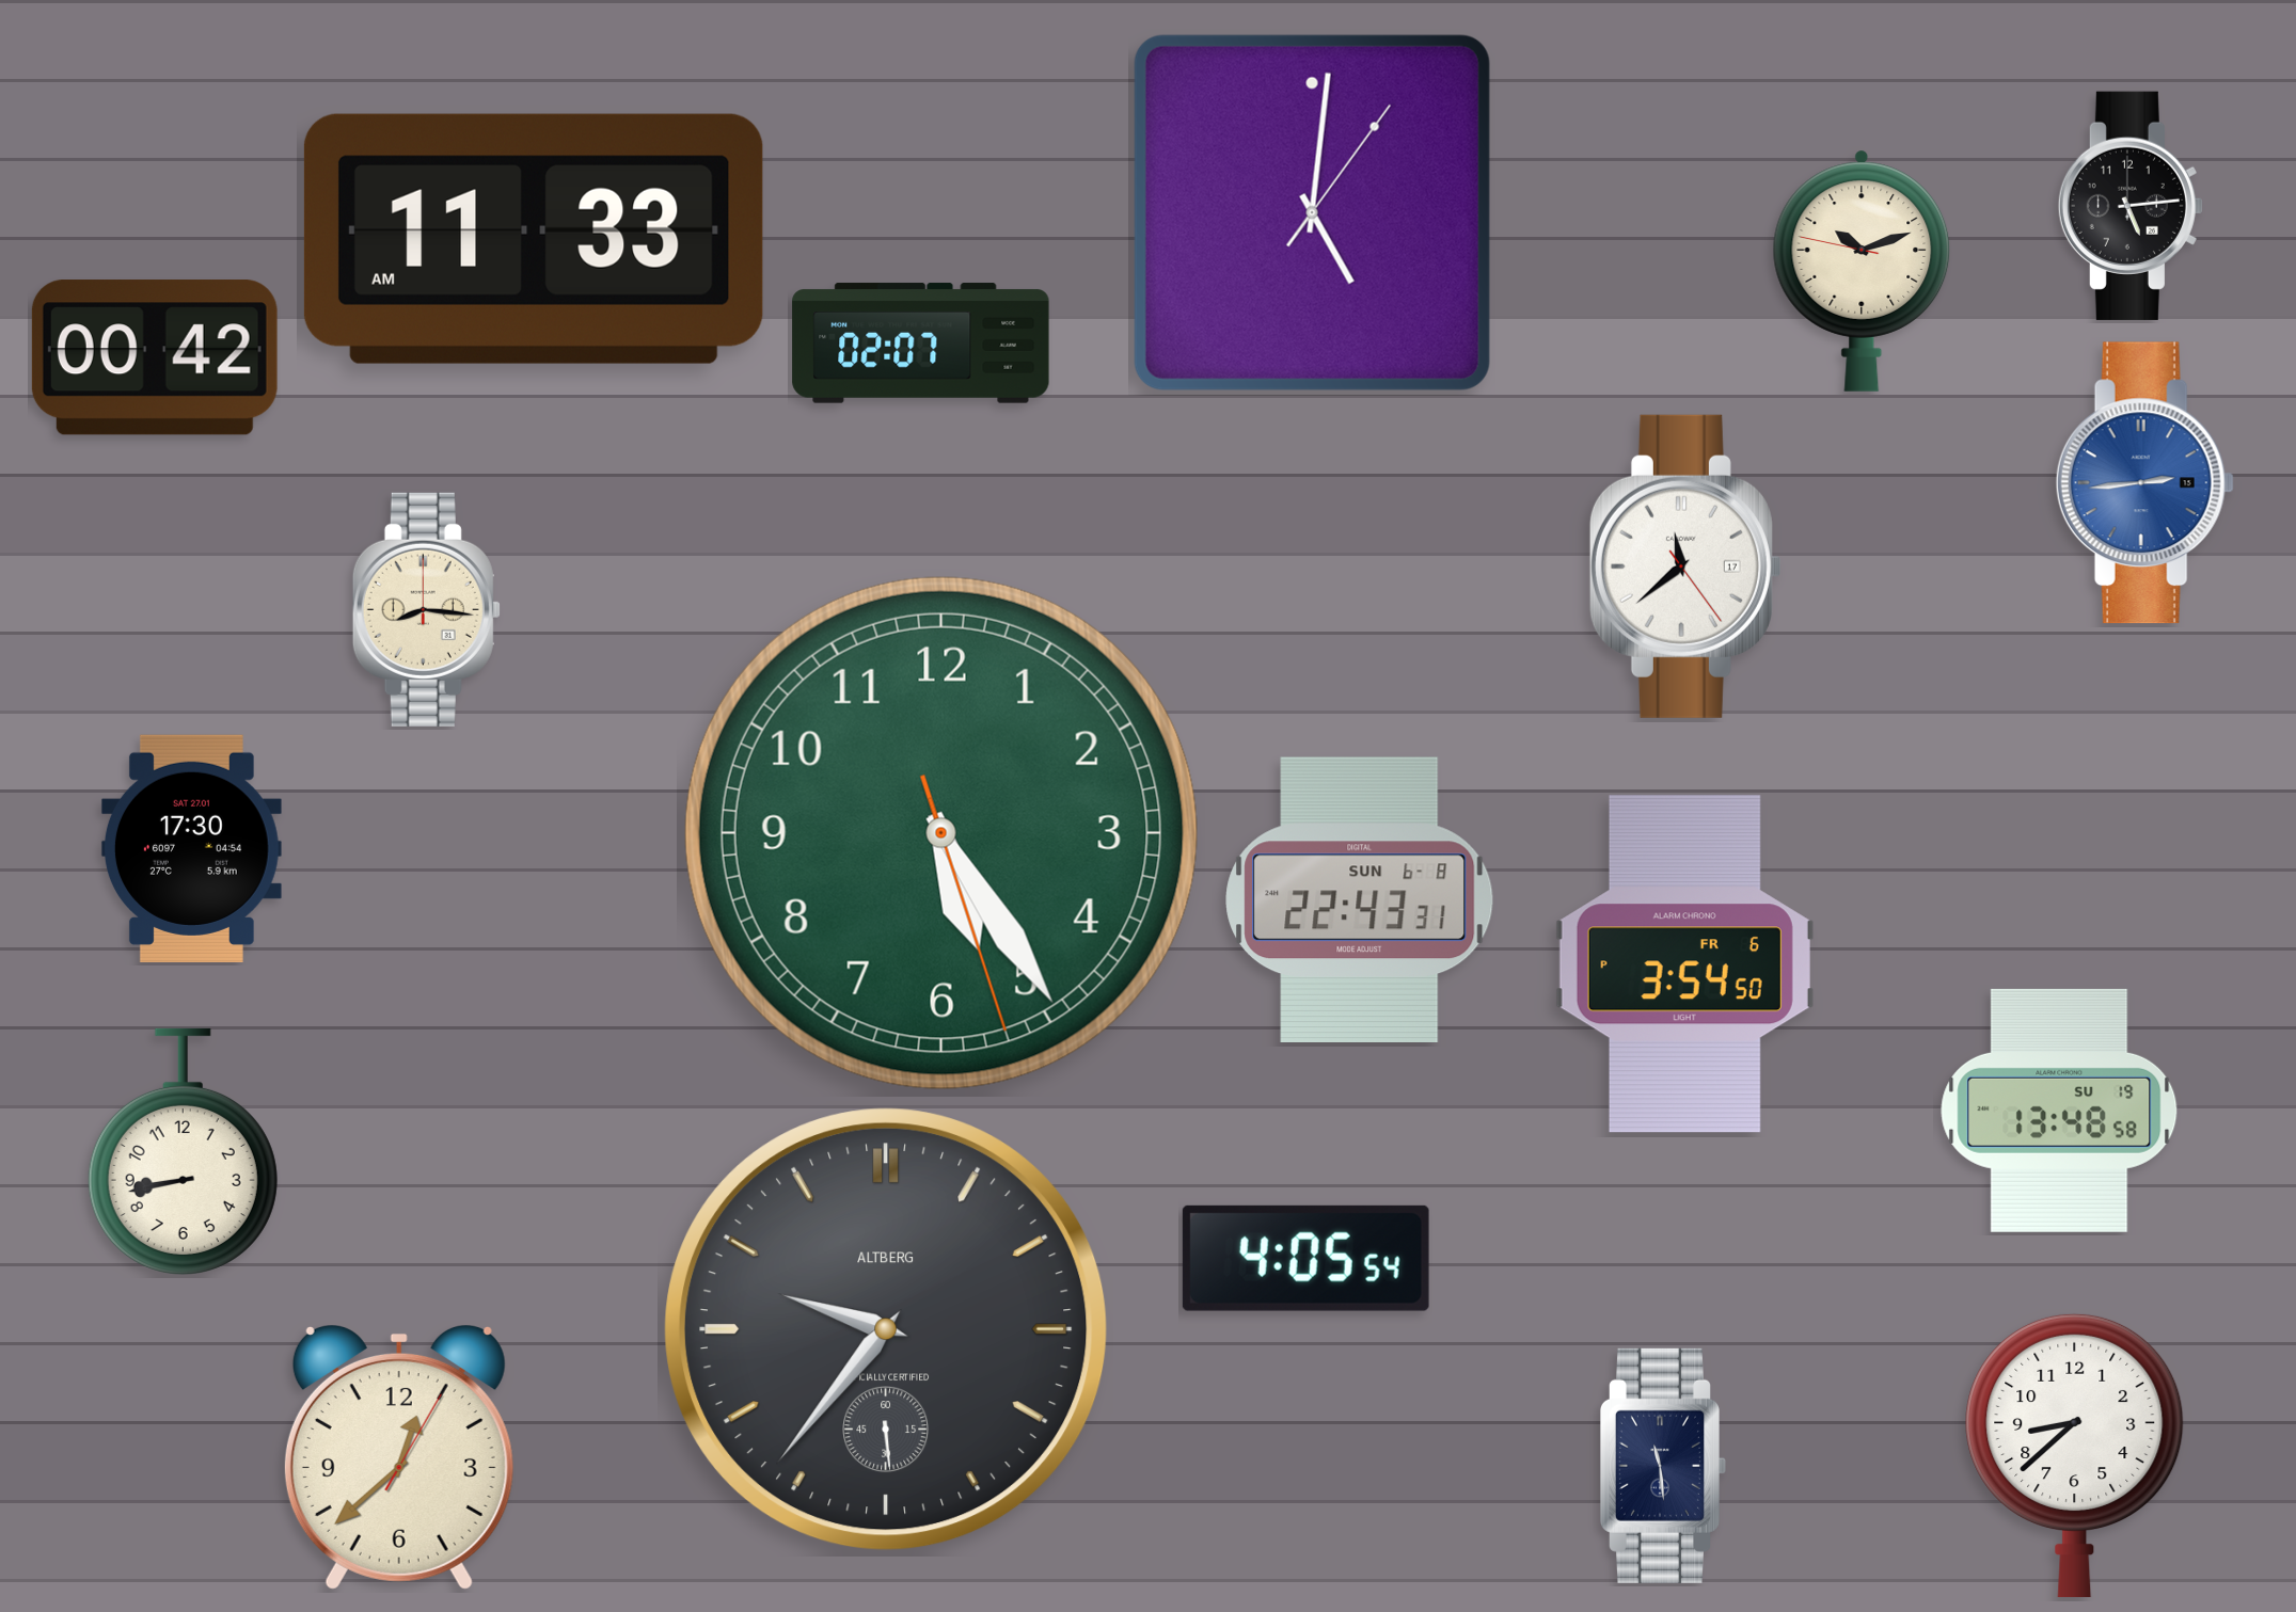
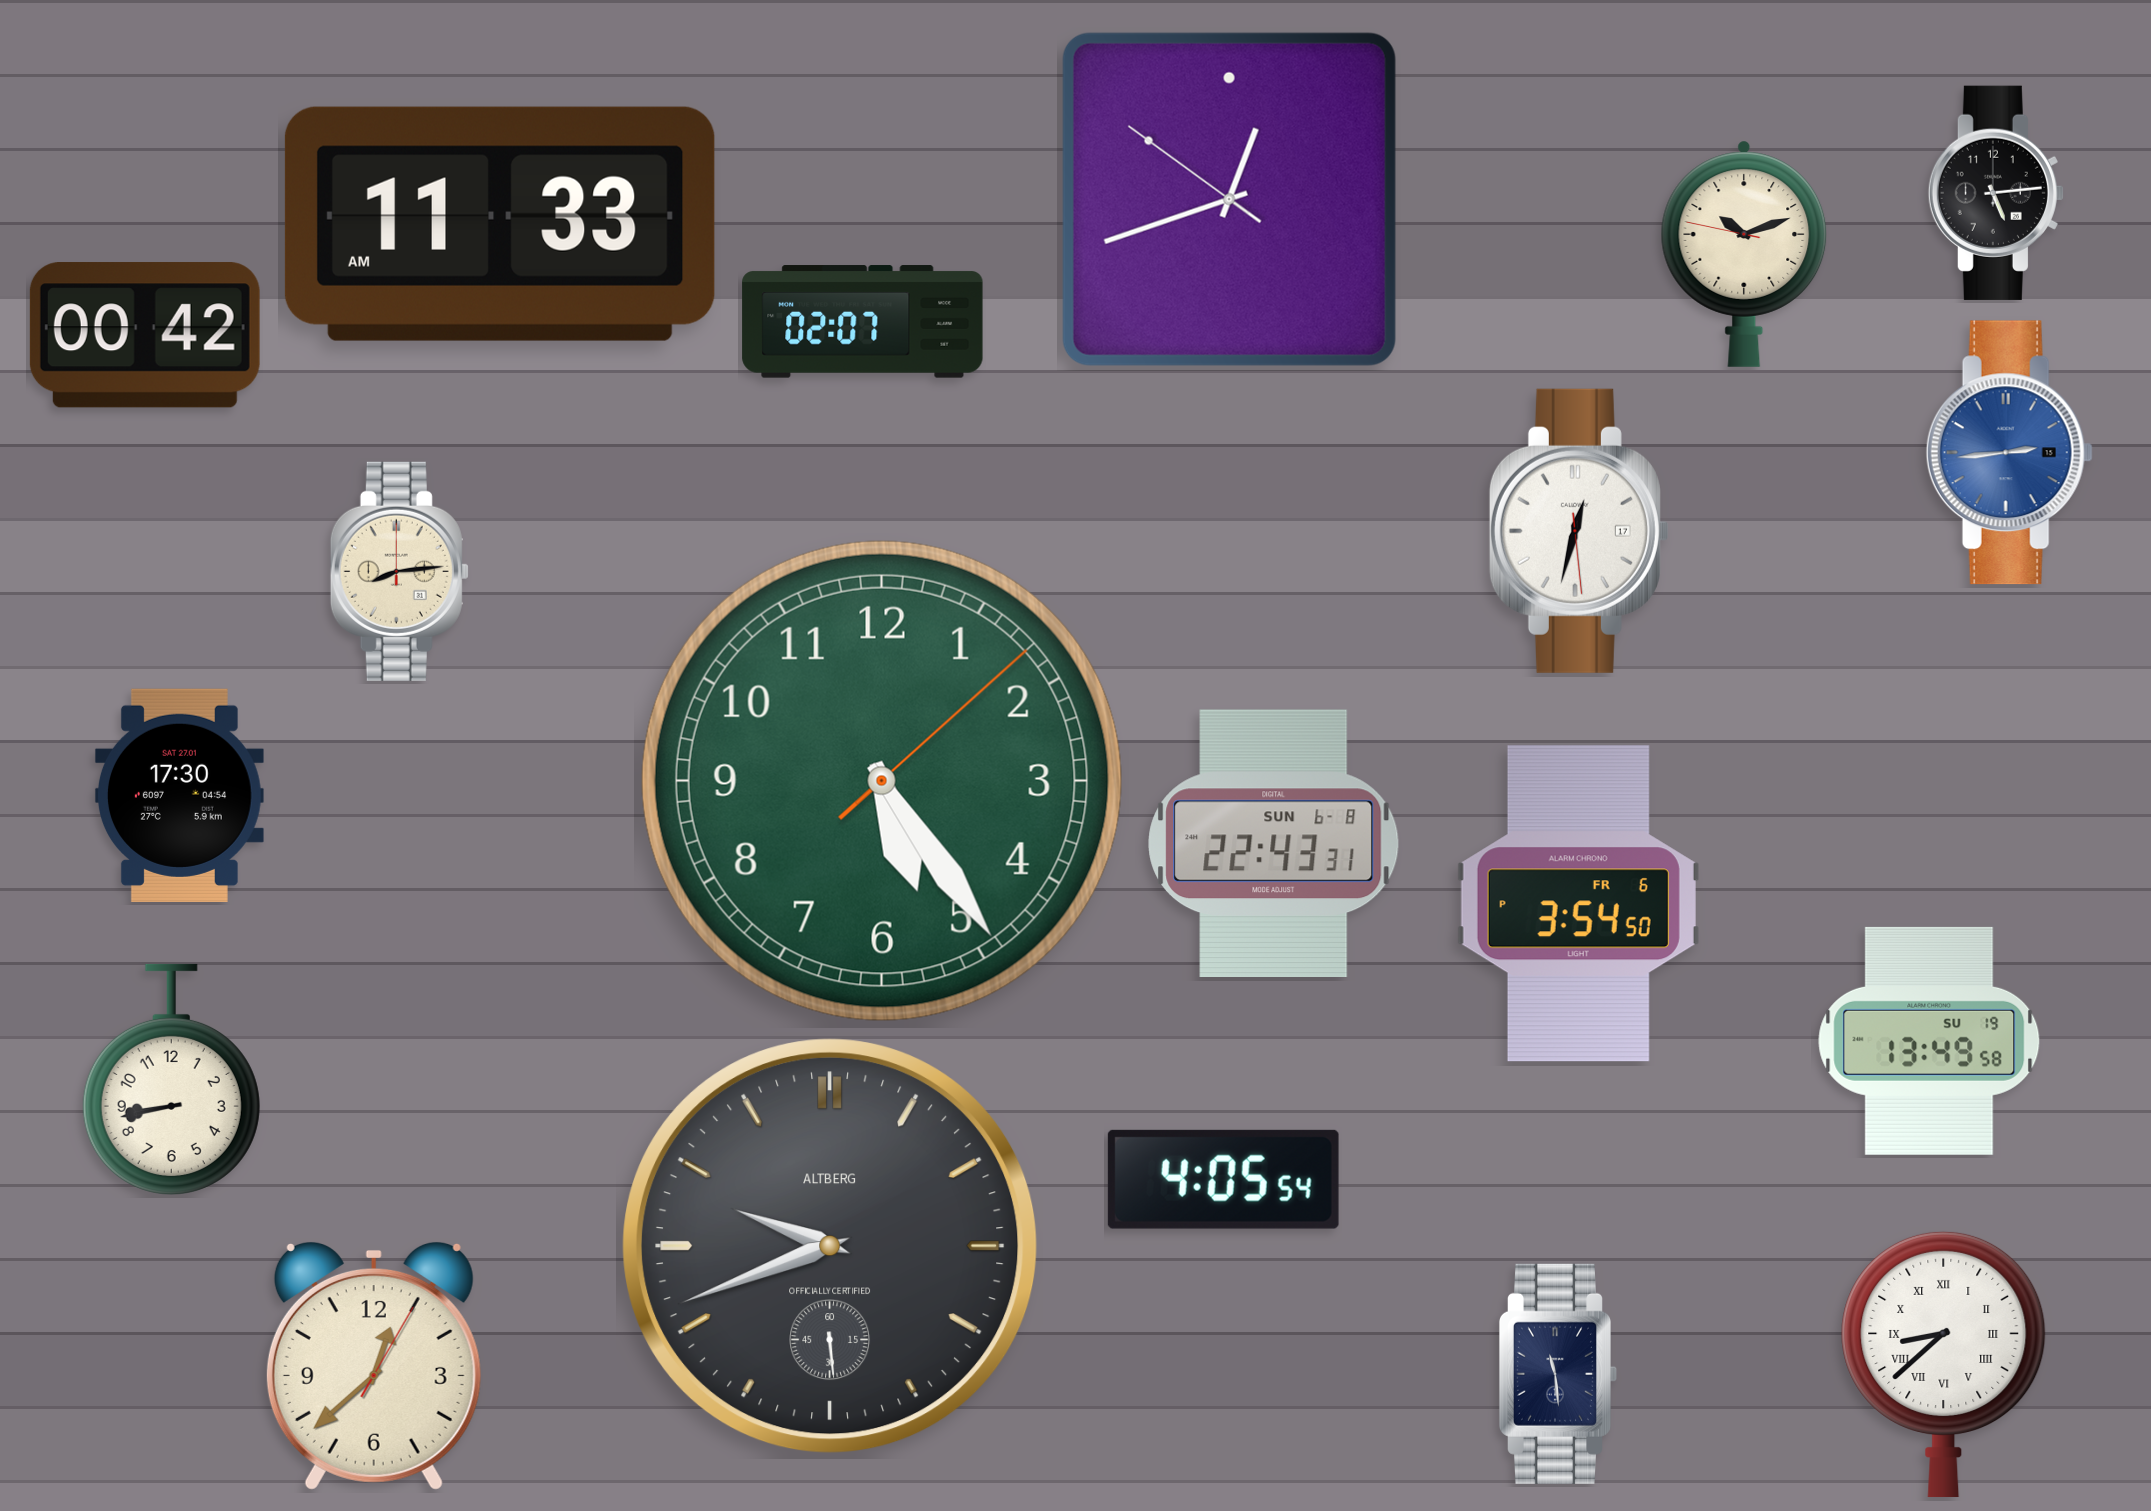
clock at (1312, 212): 5:01 -> 12:41
clock at (1685, 566): 11:38 -> 12:32
clock at (426, 609): 8:16 -> 8:14
clock at (941, 833): 5:24:27 -> 5:24:08
clock at (2059, 1111): 13:48 -> 13:49
clock at (886, 1329): 9:36 -> 9:41
clock at (2075, 1455) numerals: Arabic -> Roman
